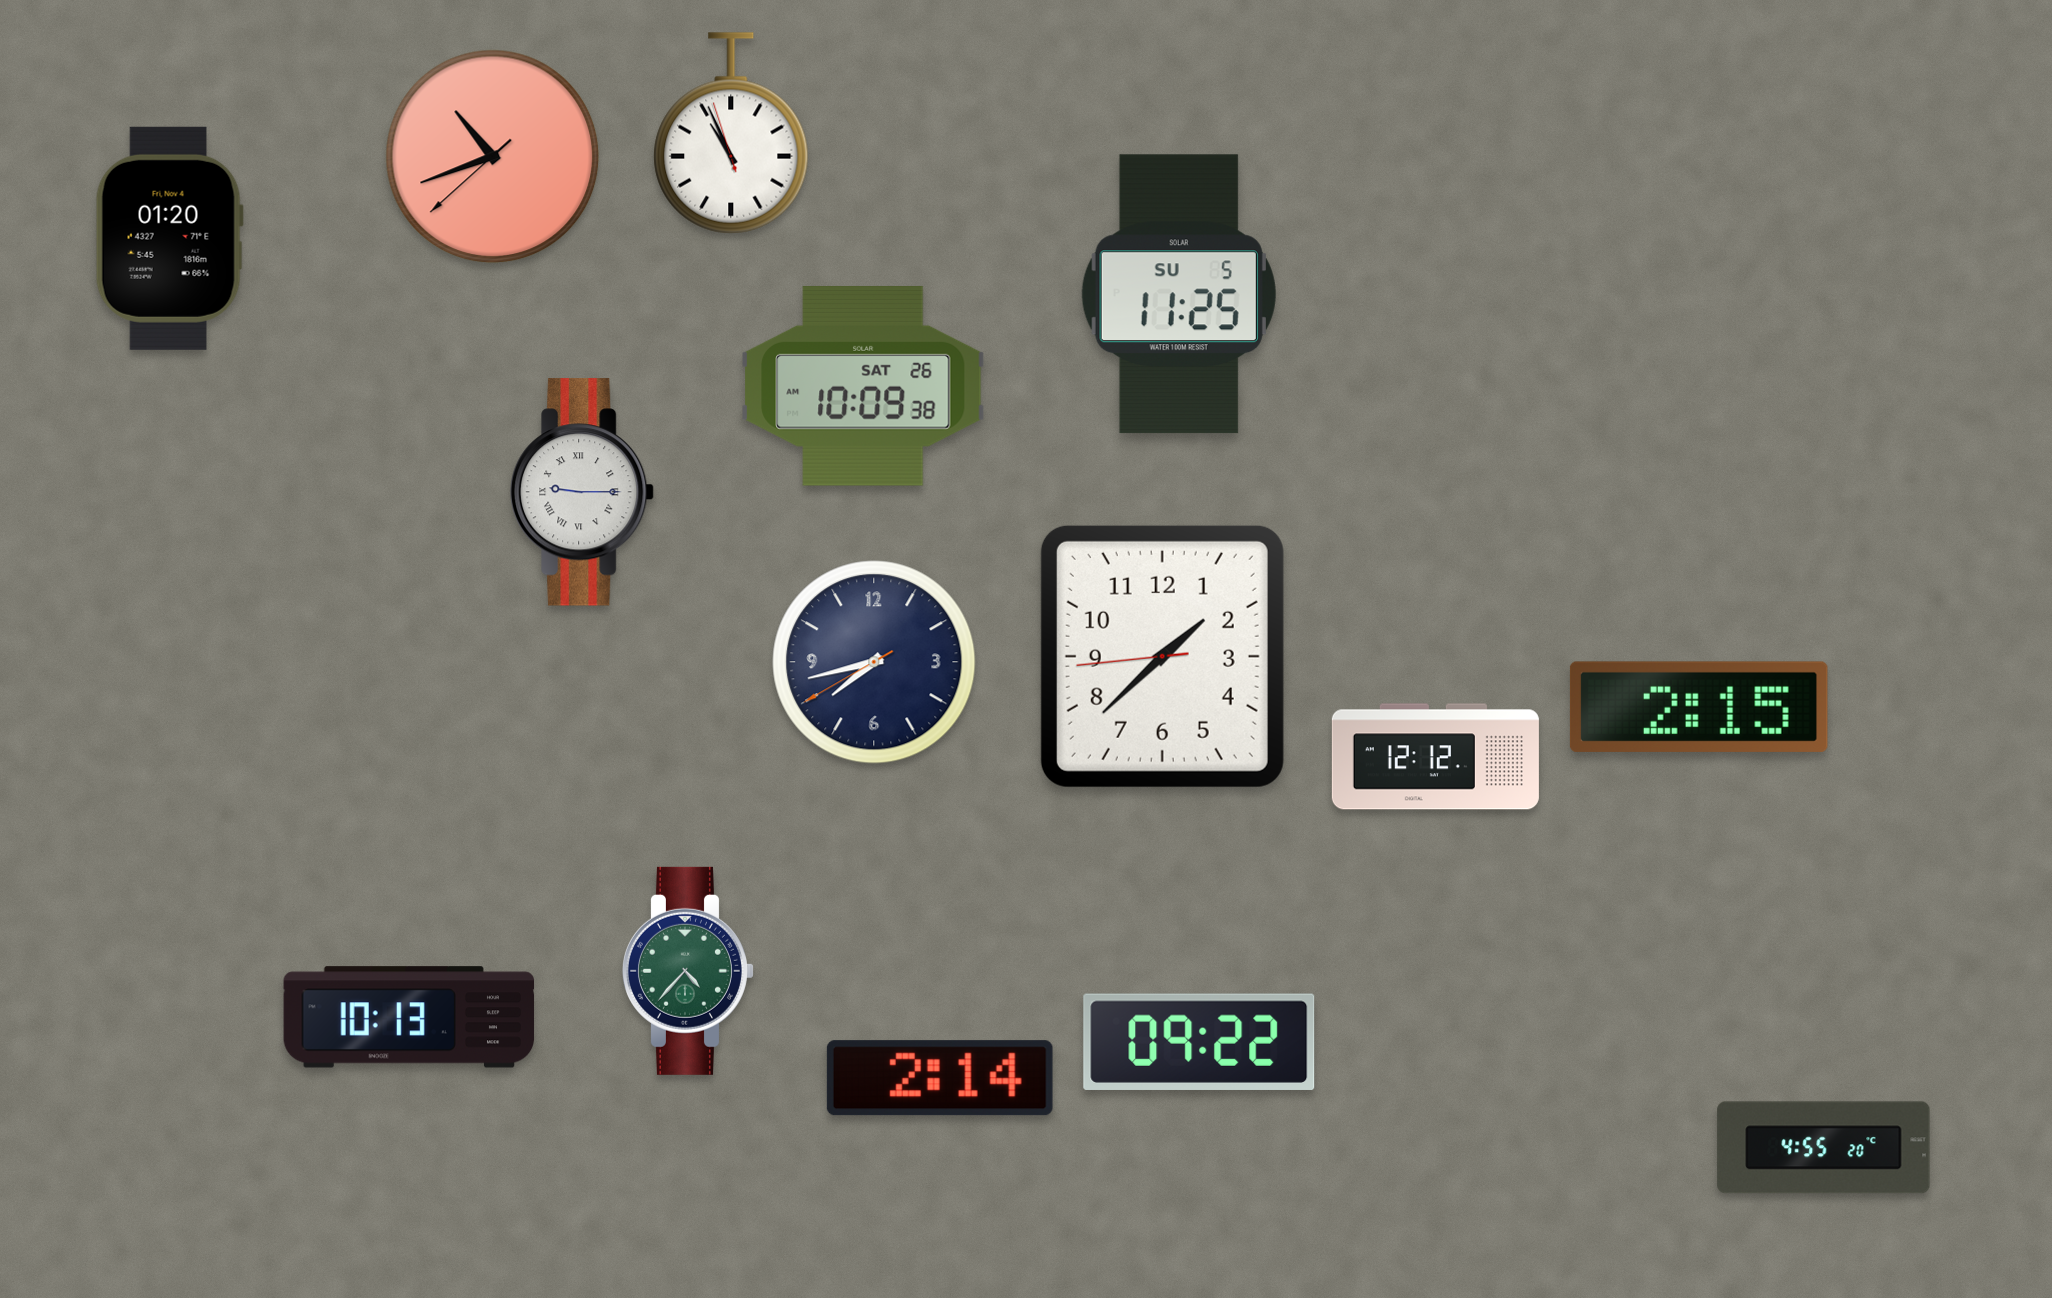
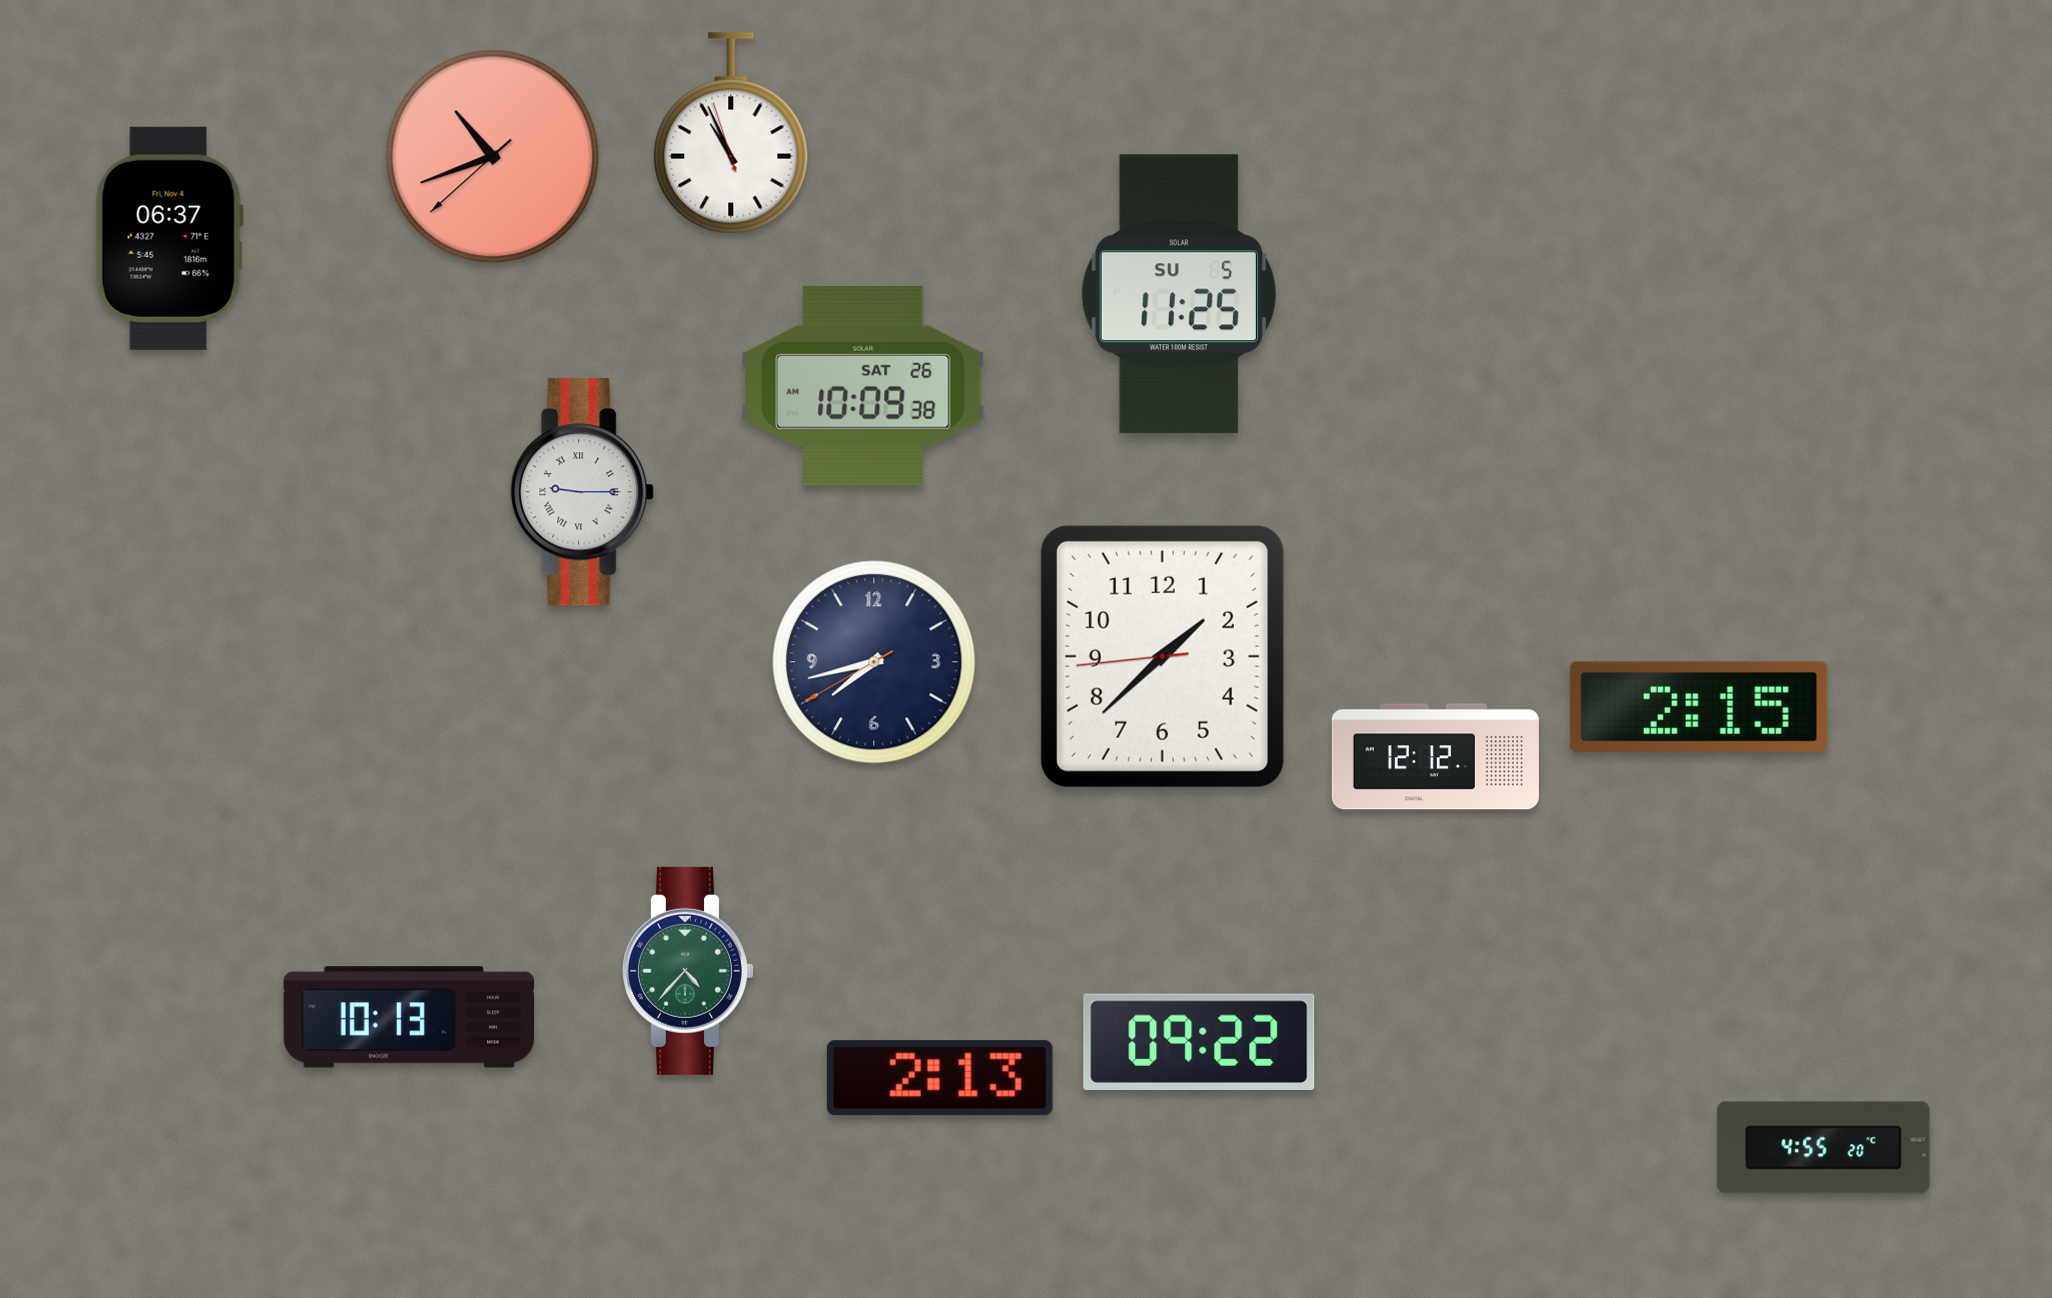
clock at (169, 238): 01:20 -> 06:37
clock at (940, 1078): 2:14 -> 2:13
